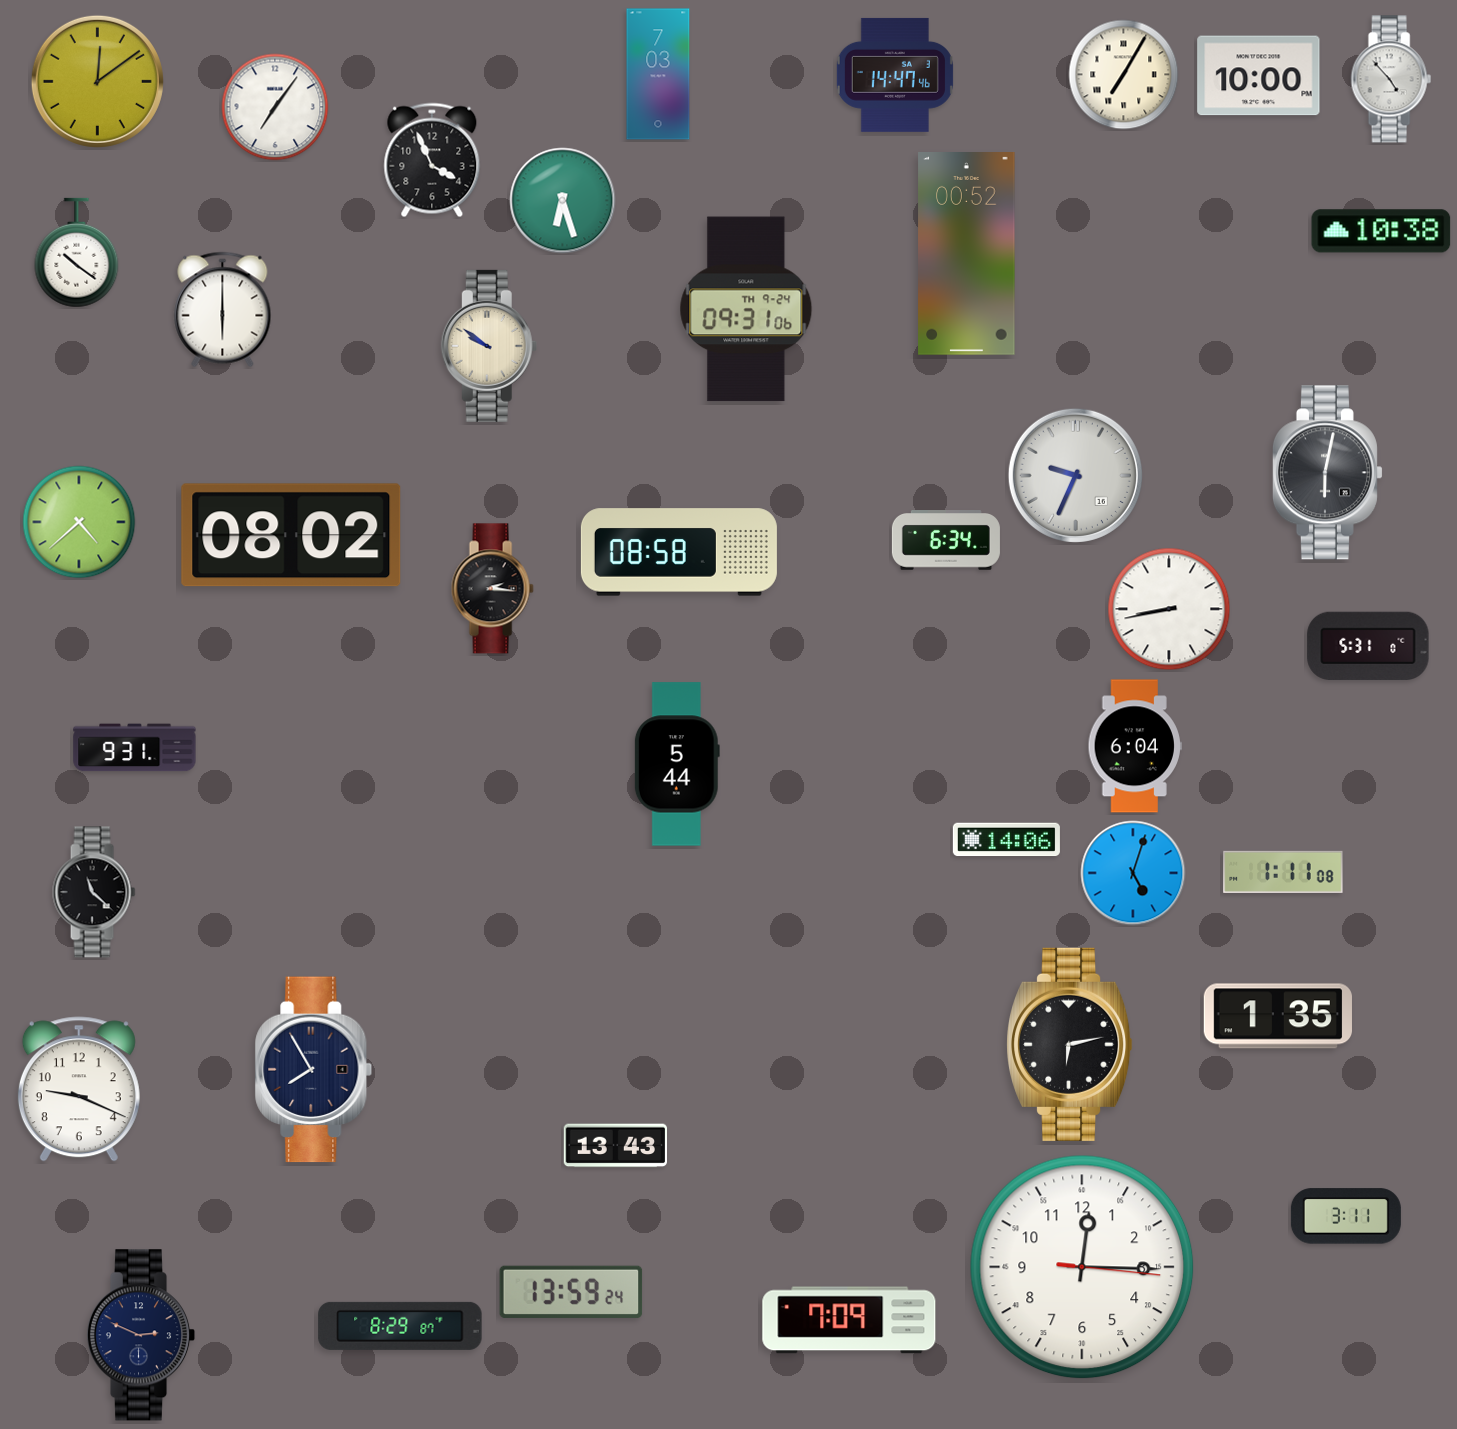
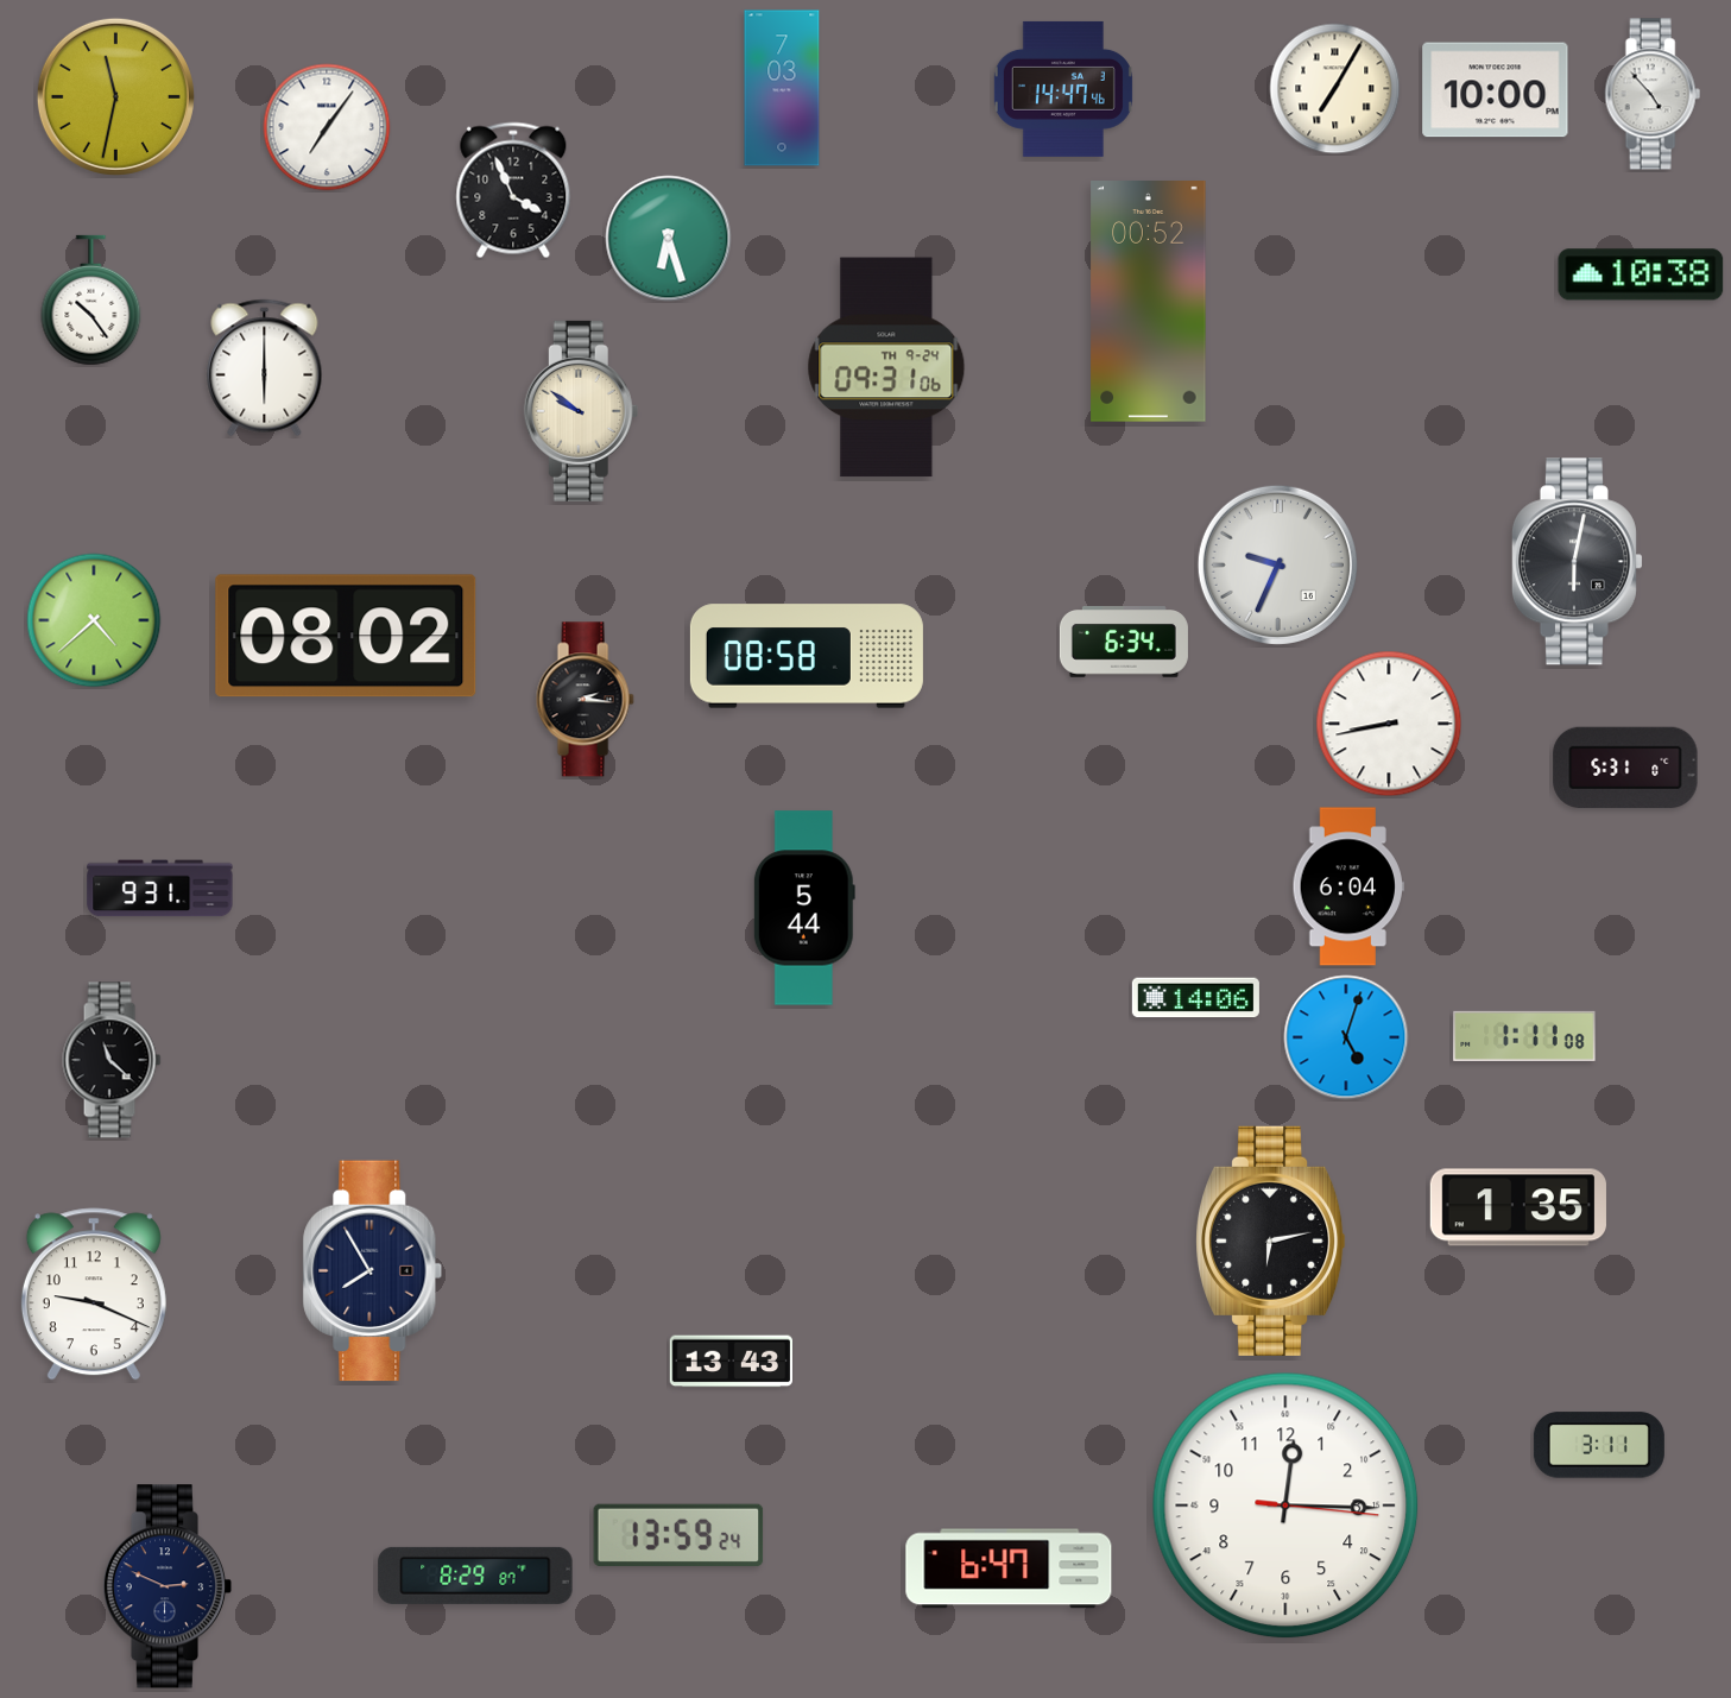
clock at (97, 81): 12:09 -> 11:32
clock at (77, 253): 10:21 -> 10:24
clock at (849, 1320): 7:09 -> 6:47
